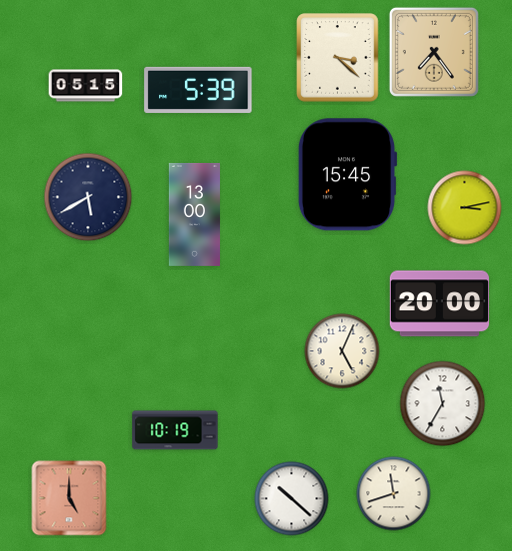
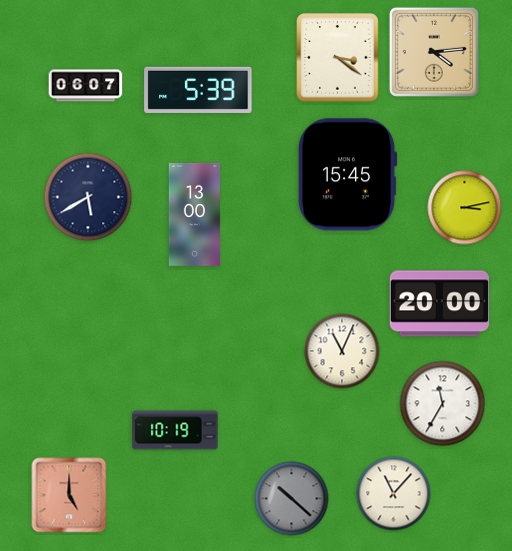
clock at (434, 52): 7:24 -> 4:14
clock at (338, 58): 3:22 -> 3:21
clock at (86, 86): 05:15 -> 06:07
clock at (342, 351): 5:04 -> 11:04
clock at (394, 494): 11:42 -> 11:07
clock at (69, 498) position: (69, 498) -> (69, 495)
clock at (292, 499) dial: white -> grey
